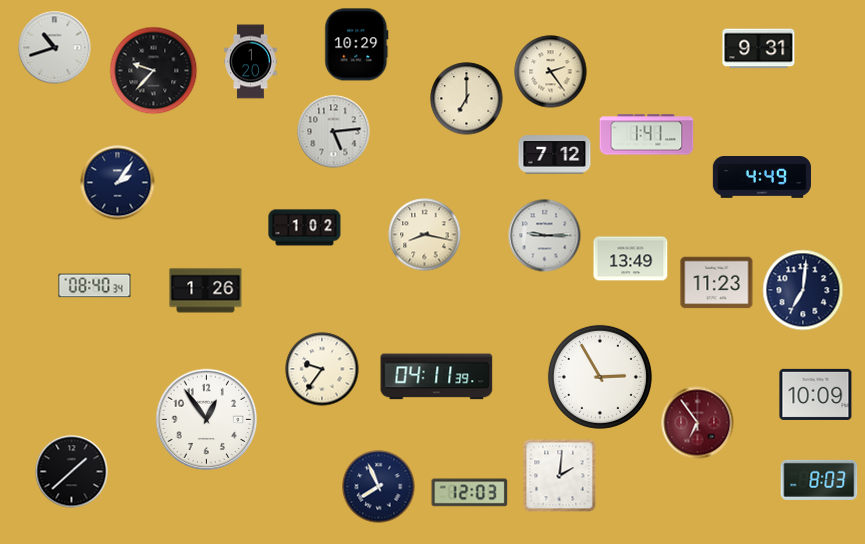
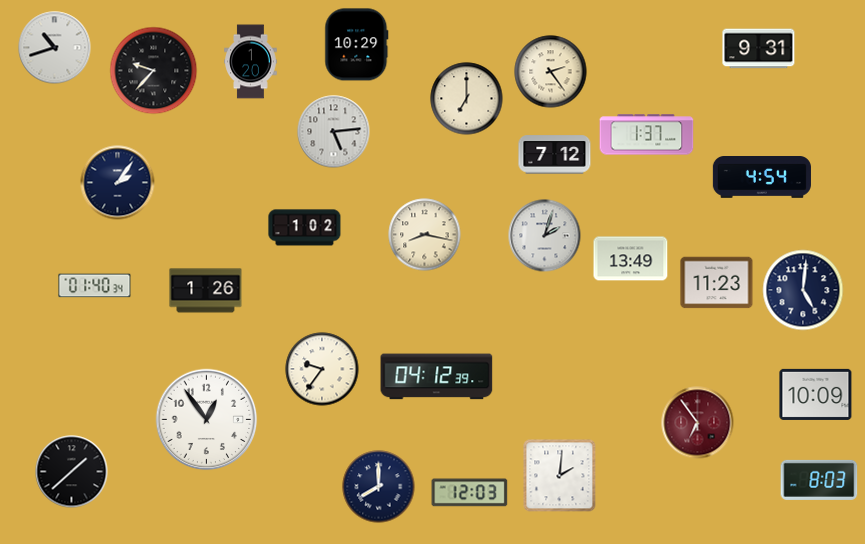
clock at (647, 135): 1:41 -> 1:37
clock at (762, 178): 4:49 -> 4:54
clock at (545, 236): 9:15 -> 2:03
clock at (95, 286): 08:40 -> 01:40
clock at (803, 290): 7:01 -> 5:01
clock at (437, 377): 04:11 -> 04:12
clock at (600, 377): 2:55 -> none
clock at (379, 487): 7:56 -> 8:00
